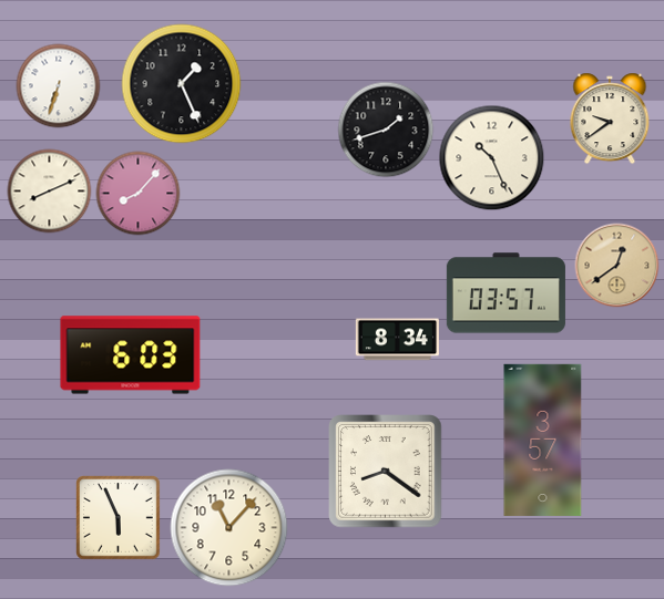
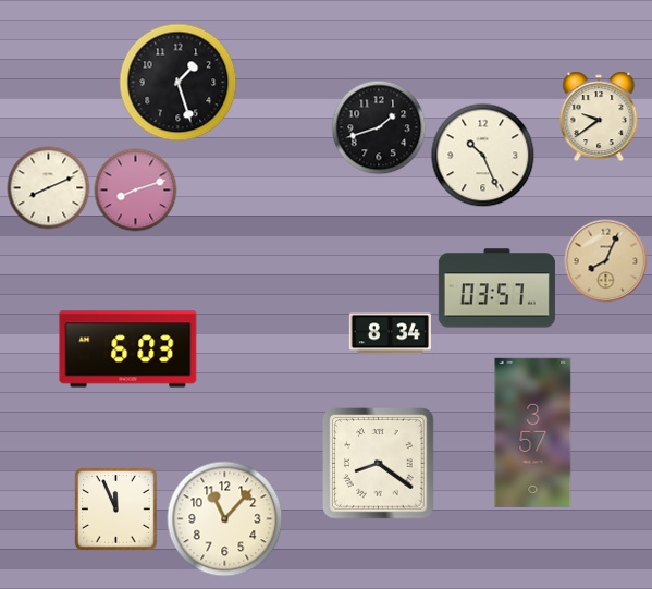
clock at (182, 84): 1:26 -> 1:27
clock at (59, 86): 6:33 -> none
clock at (139, 194): 8:07 -> 8:12
clock at (617, 266): 12:39 -> 8:04
clock at (119, 518): 5:56 -> 11:56
